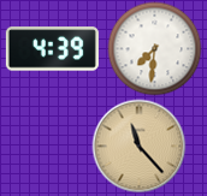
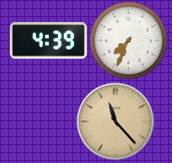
clock at (154, 48): 7:31 -> 7:34
clock at (52, 49) position: (52, 49) -> (48, 41)
